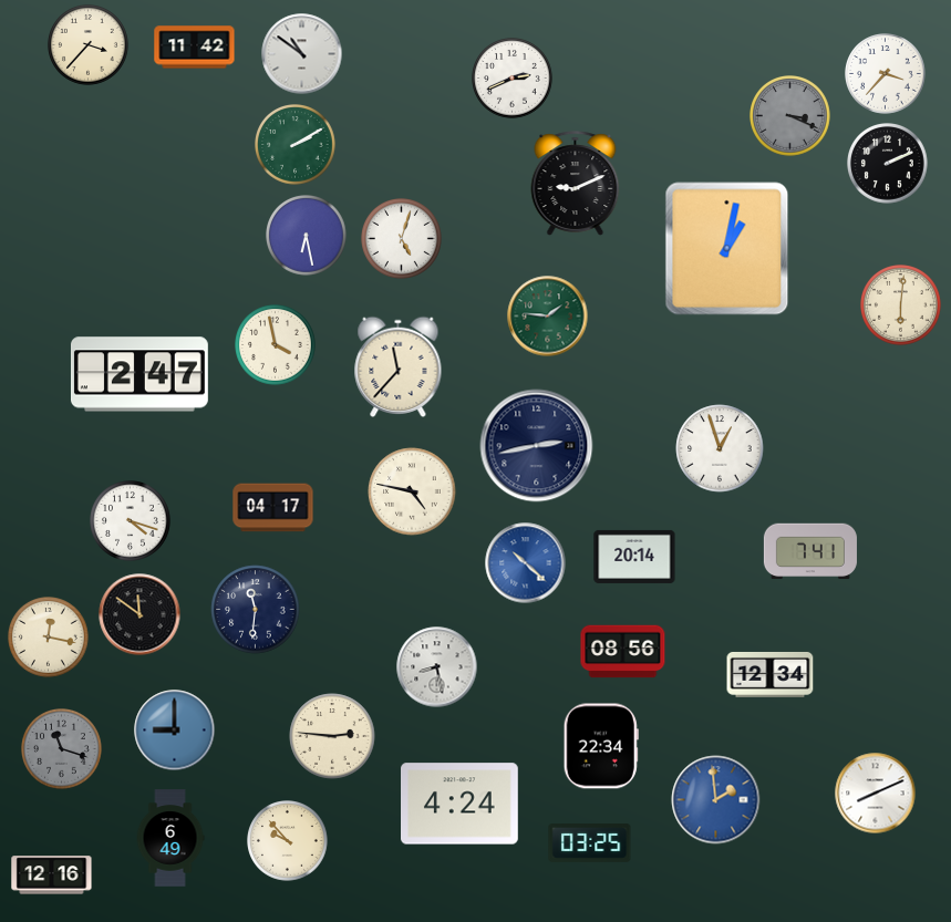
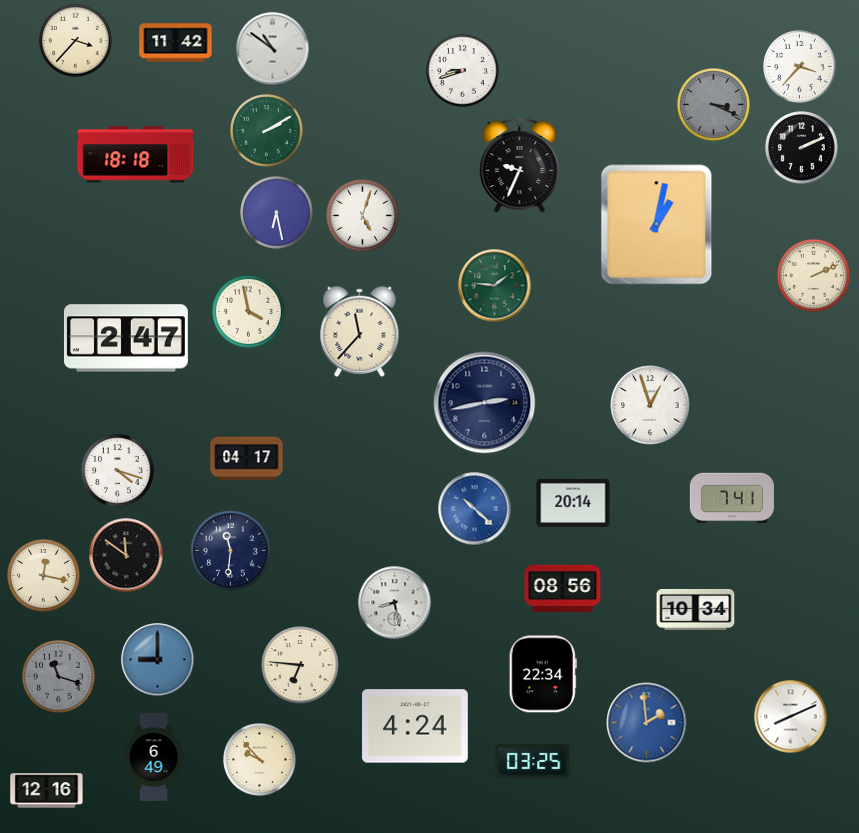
clock at (89, 45) position: (89, 45) -> (76, 41)
clock at (513, 79): 2:41 -> 8:42
clock at (136, 155): none -> 18:18
clock at (576, 184): 9:11 -> 9:34
clock at (901, 305): 6:01 -> 2:11
clock at (412, 491): 4:47 -> none
clock at (771, 674): 12:34 -> 10:34
clock at (332, 736): 2:46 -> 6:46
clock at (62, 749) position: (62, 749) -> (59, 677)
